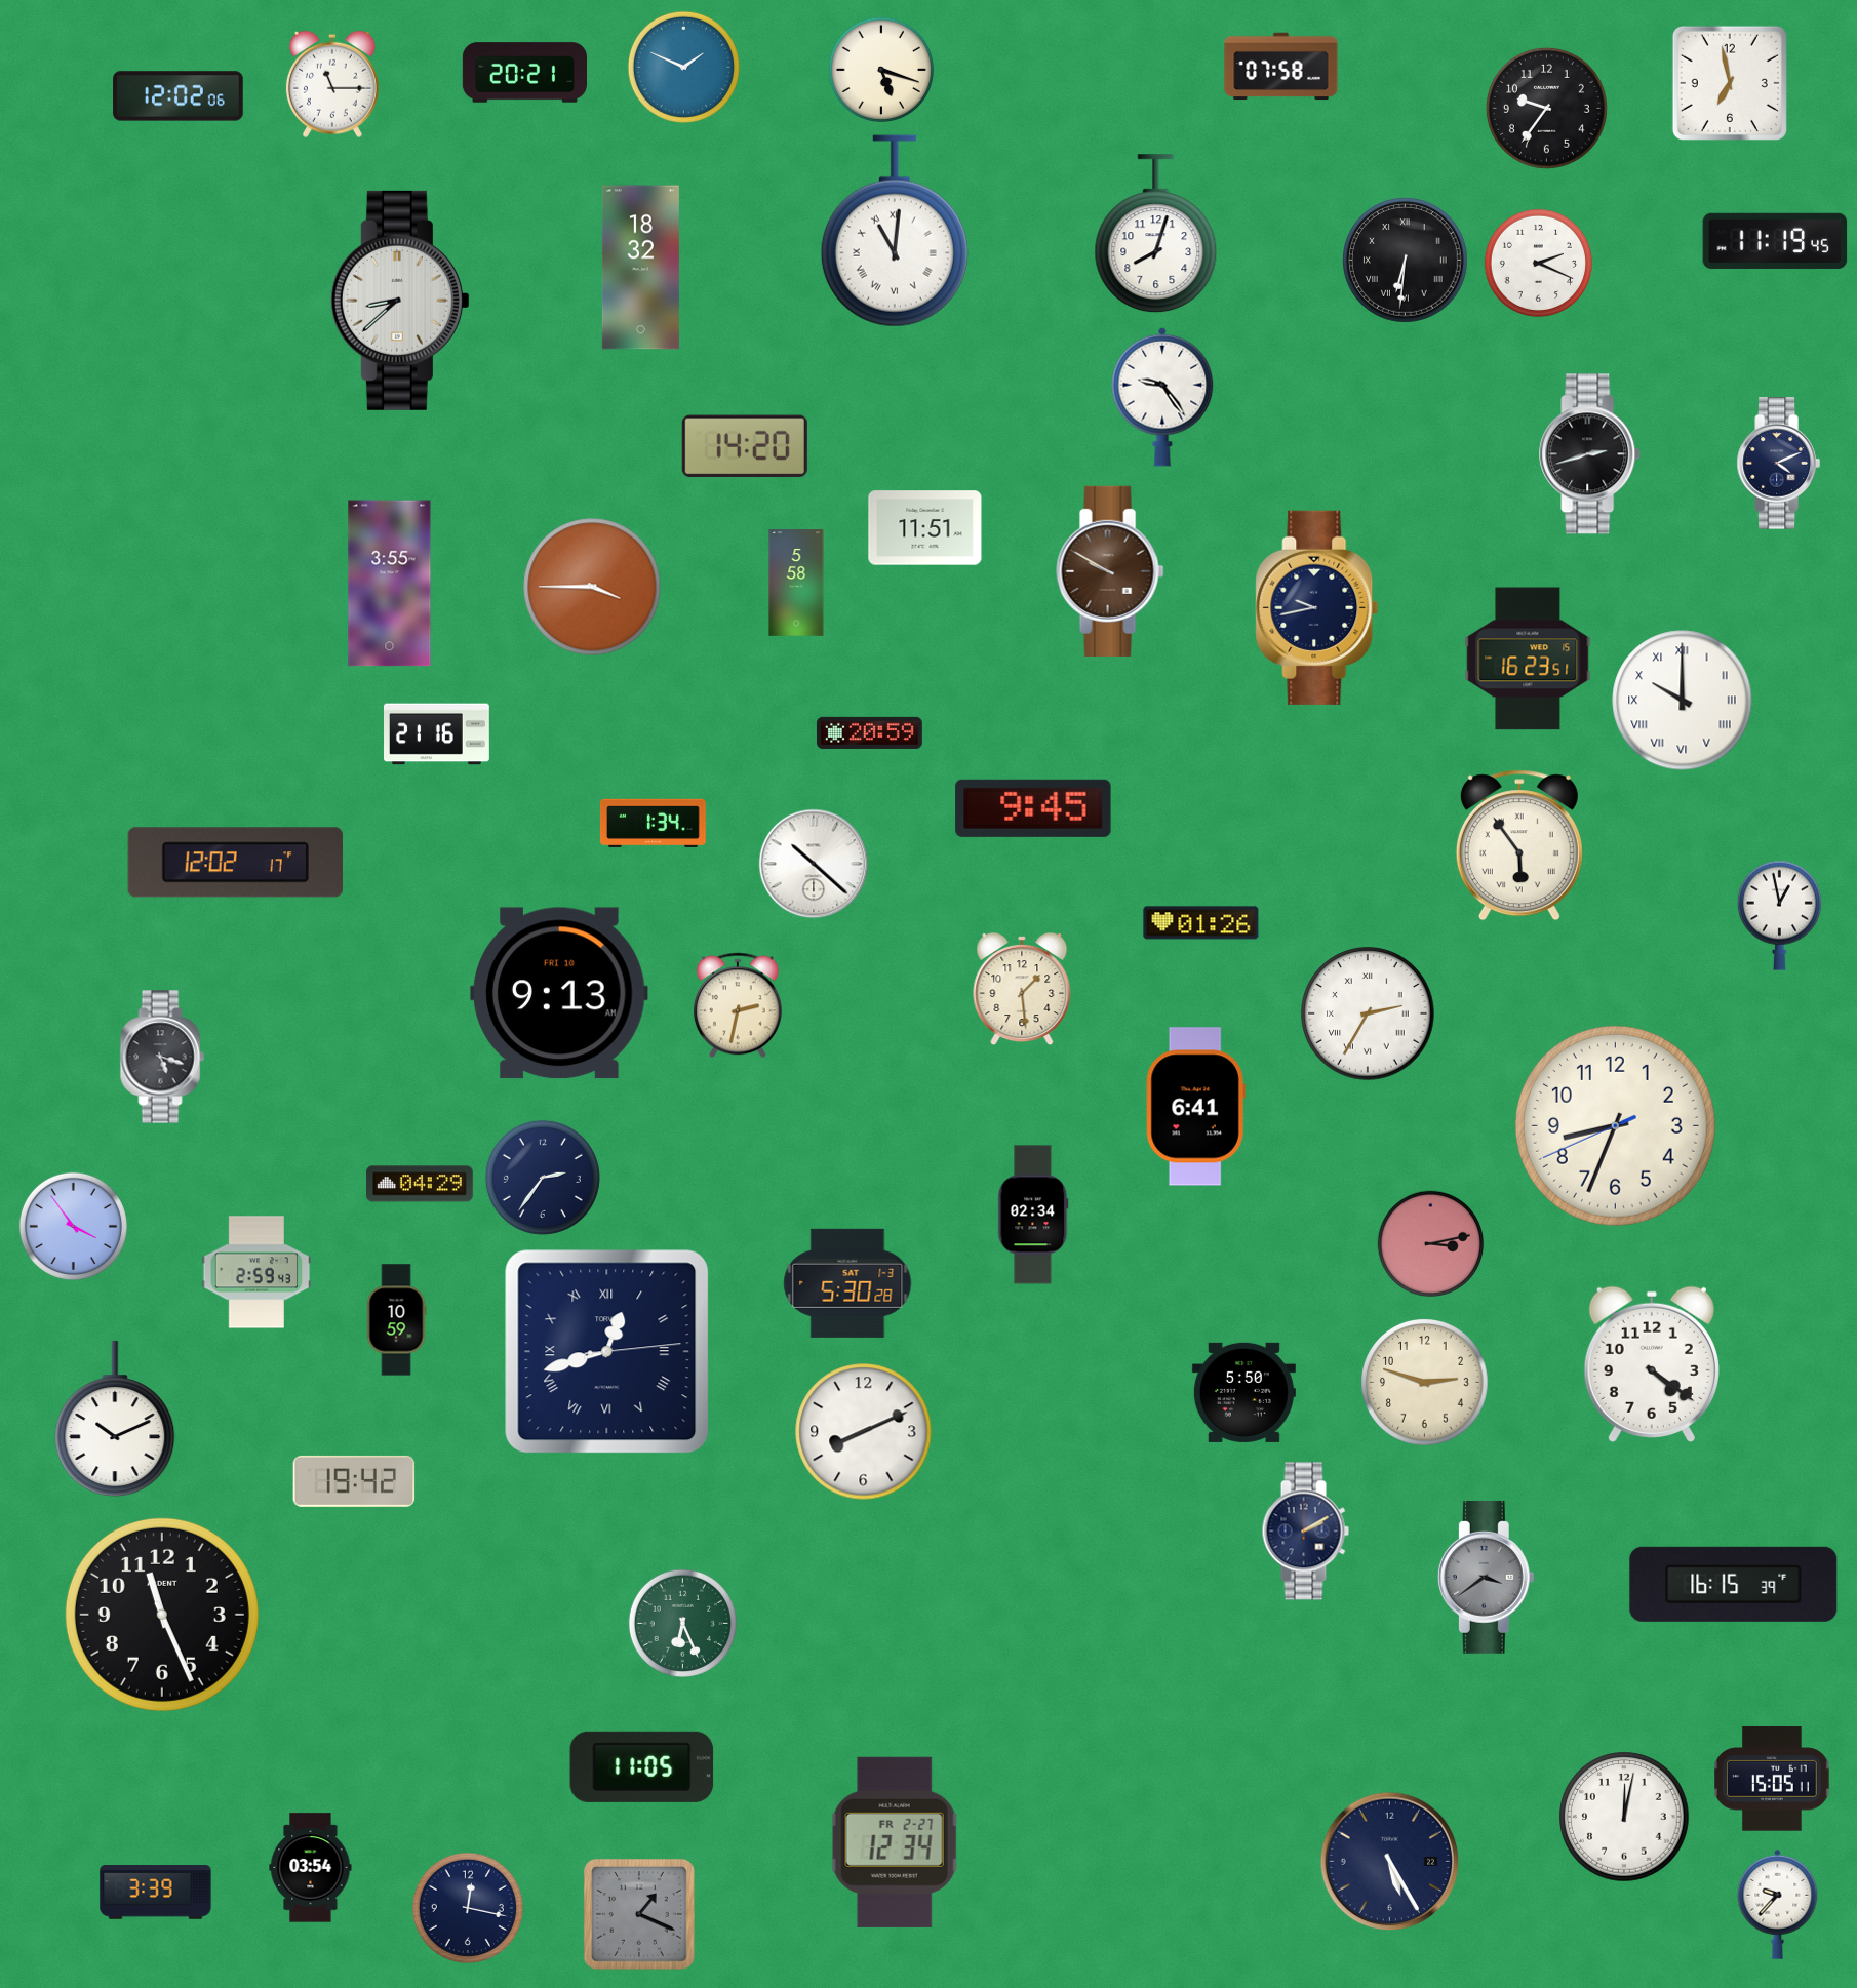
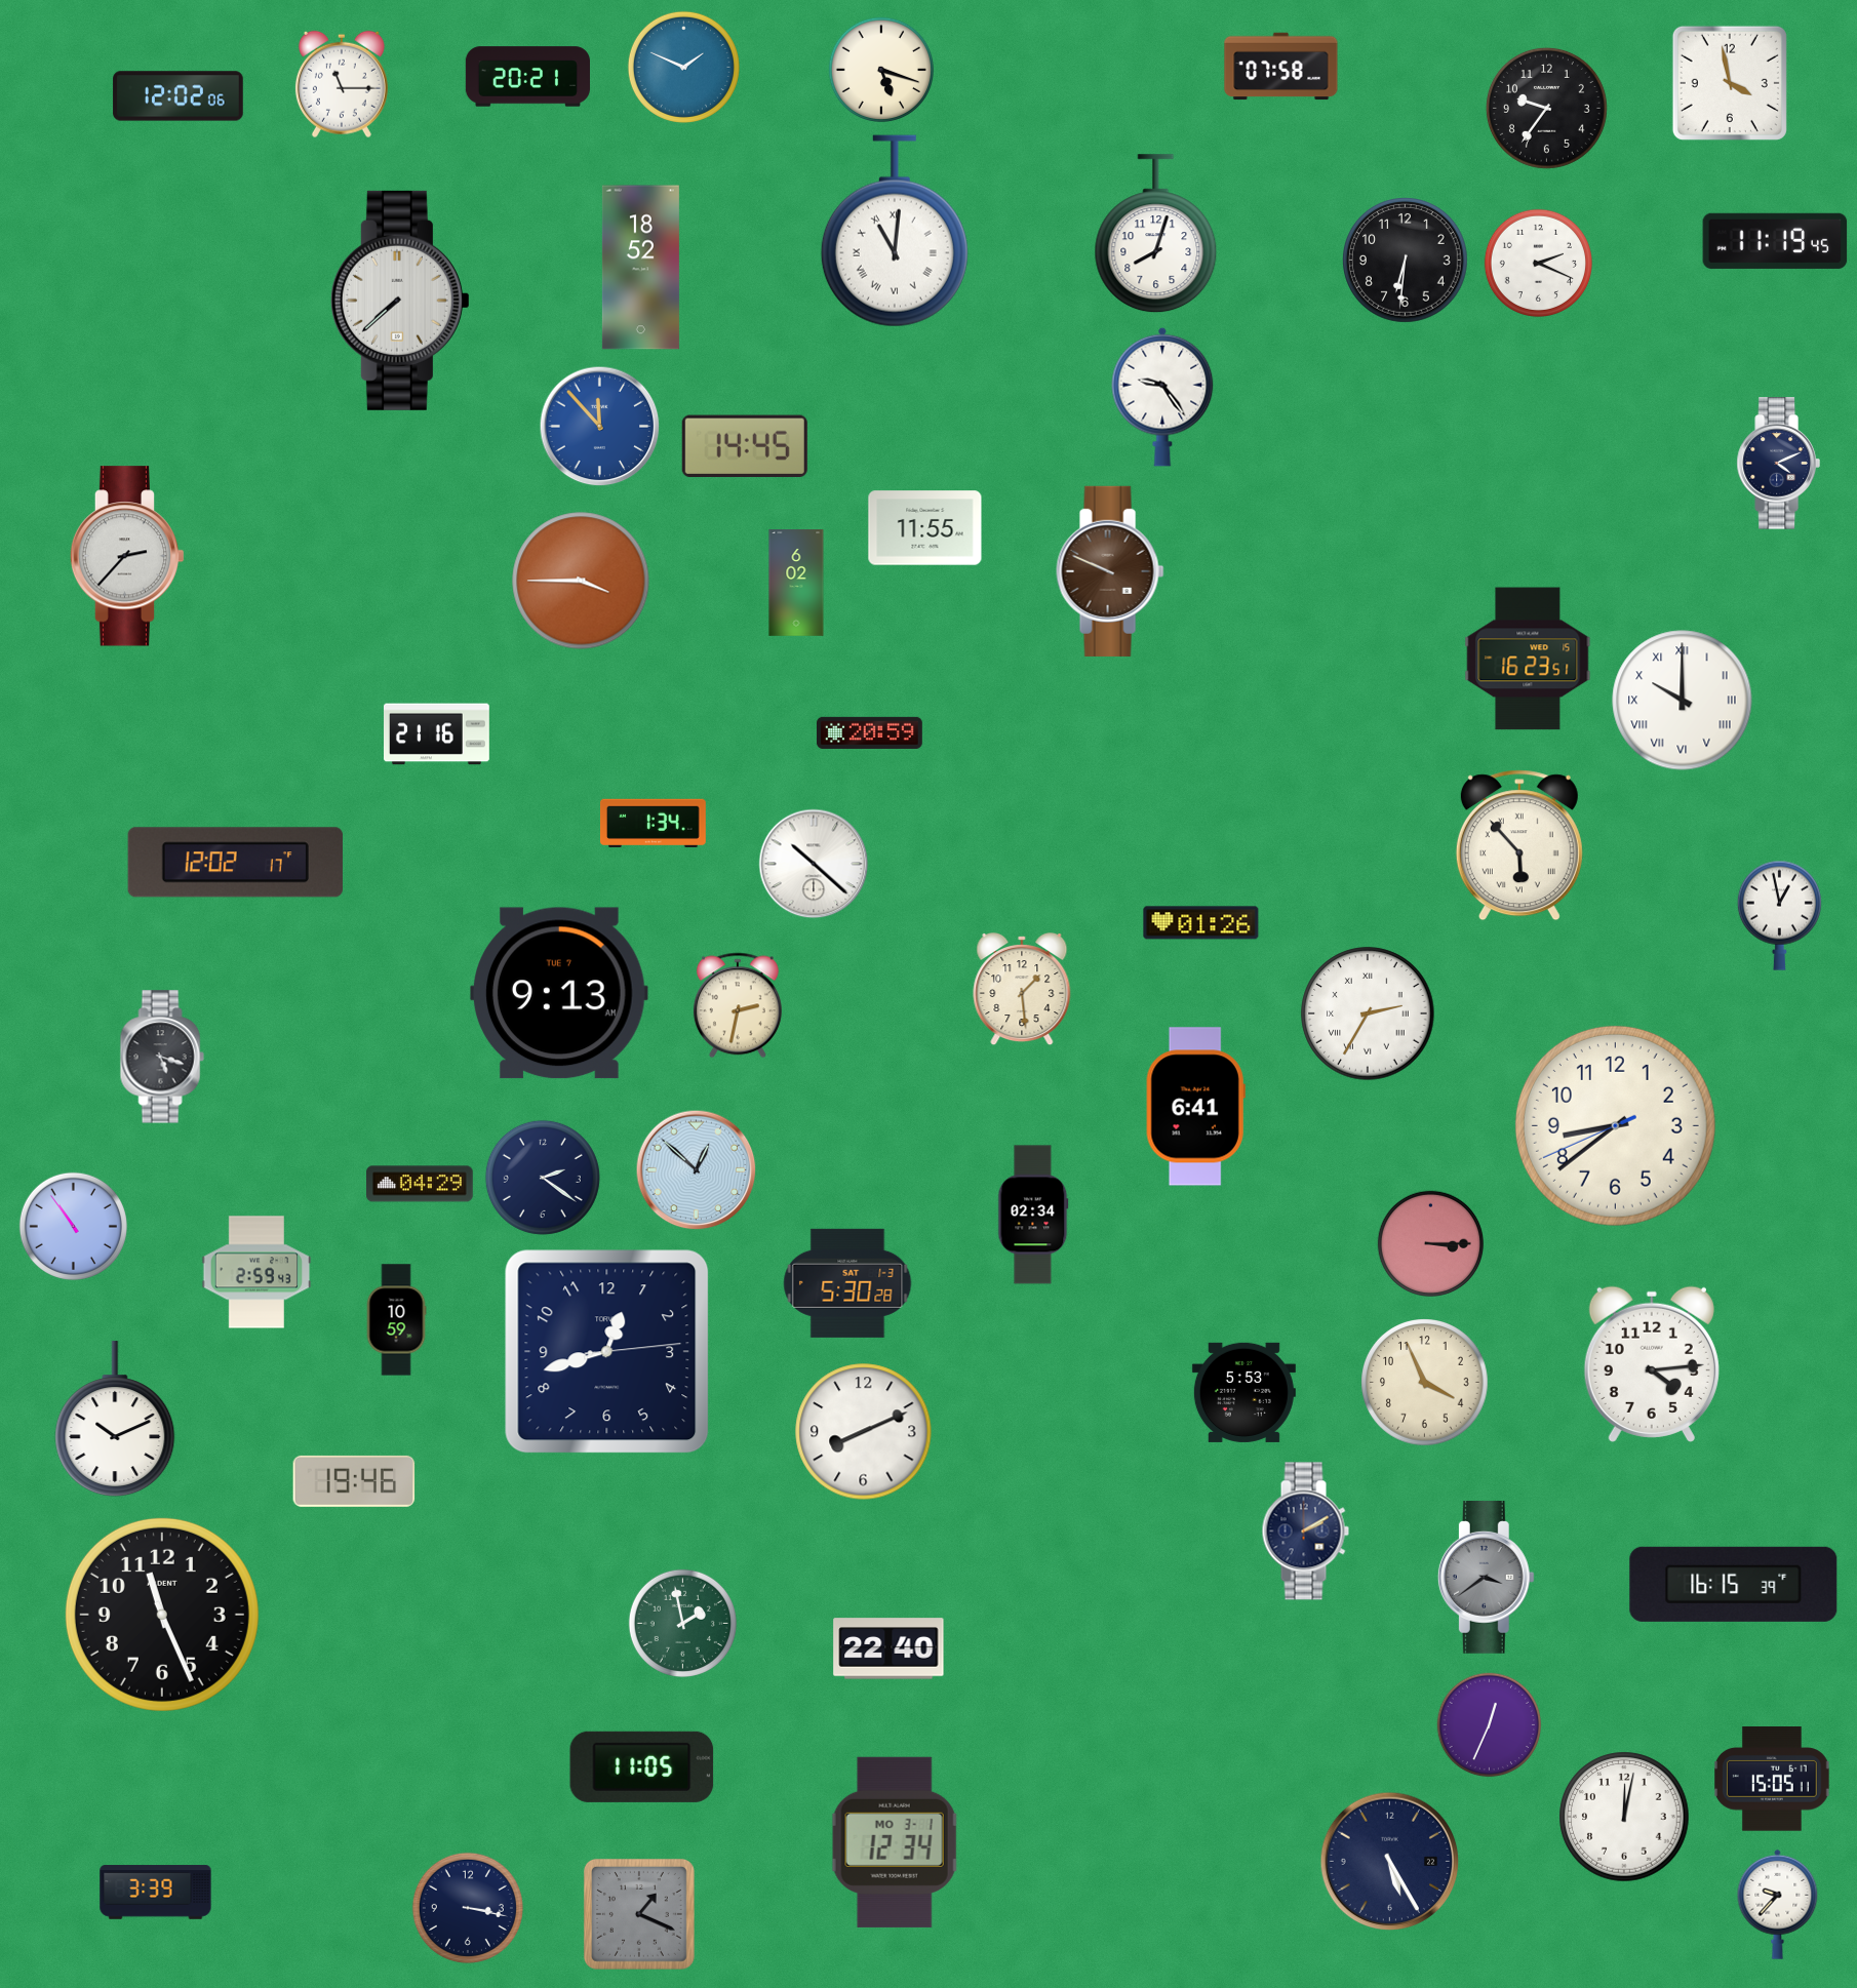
clock at (524, 73) position: (524, 73) -> (527, 77)
clock at (1730, 83): 6:58 -> 3:58
clock at (332, 84) position: (332, 84) -> (342, 84)
clock at (1406, 261) numerals: Roman -> Arabic
clock at (640, 268): 18:32 -> 18:52
clock at (400, 301): 8:38 -> 7:38
clock at (600, 427): none -> 11:53
clock at (745, 445): 14:20 -> 14:45
clock at (1590, 454): 2:42 -> none
clock at (925, 528): 11:51 -> 11:55
clock at (127, 556): none -> 2:37
clock at (1110, 571): 9:50 -> 9:49
clock at (796, 583): 5:58 -> 6:02
clock at (390, 584): 3:55 -> none
clock at (592, 587) position: (592, 587) -> (581, 581)
clock at (1317, 607): 9:43 -> none
clock at (1033, 808): 9:45 -> none
clock at (1519, 845): 5:54 -> 5:53
clock at (559, 993) date: FRI 10 -> TUE 7
clock at (1615, 1125): 8:33 -> 8:38
clock at (697, 1170): none -> 12:52
clock at (543, 1178): 2:36 -> 2:21
clock at (73, 1226): 3:54 -> 10:54
clock at (1430, 1243): 3:13 -> 3:15
clock at (607, 1352) numerals: Roman -> Arabic
clock at (1652, 1364): 4:21 -> 4:14
clock at (1425, 1383): 2:48 -> 3:56
clock at (1243, 1392): 5:50 -> 5:53
clock at (354, 1481): 19:42 -> 19:46
clock at (682, 1623): 6:26 -> 1:58
clock at (888, 1648): none -> 22:40
clock at (1490, 1725): none -> 12:34
clock at (895, 1842) date: FR 2-27 -> MO 3-1
clock at (311, 1868): 03:54 -> none
clock at (468, 1908): 12:17 -> 3:17
